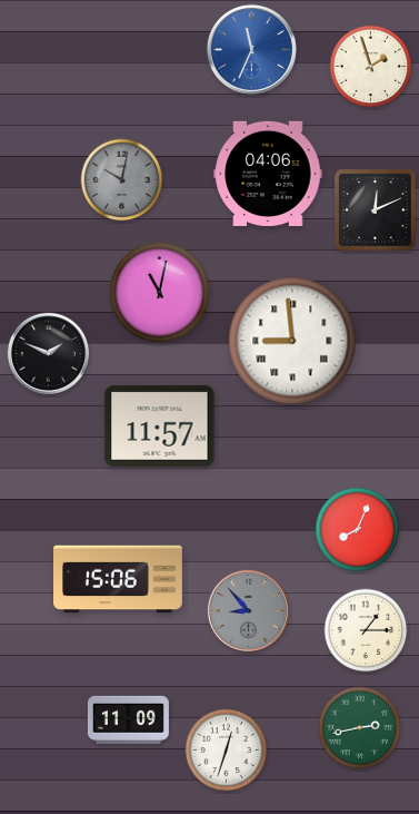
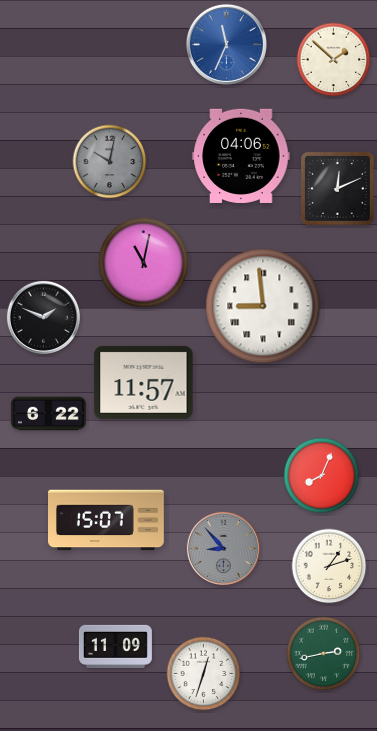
clock at (371, 67): 1:57 -> 1:52
clock at (49, 414): none -> 6:22
clock at (119, 579): 15:06 -> 15:07
clock at (366, 630): 1:15 -> 1:12
